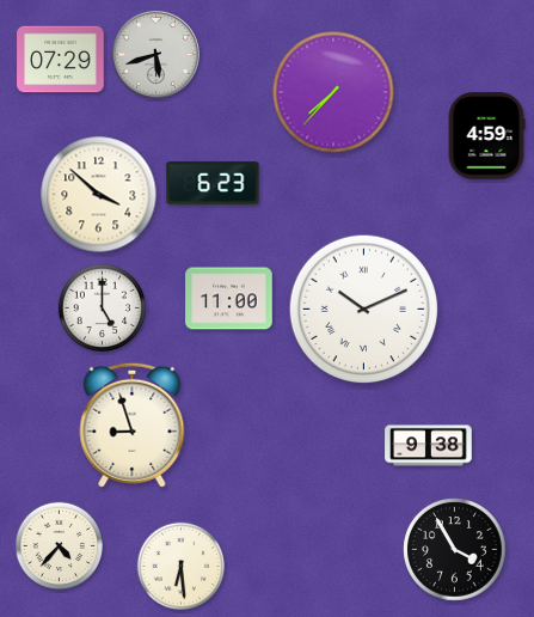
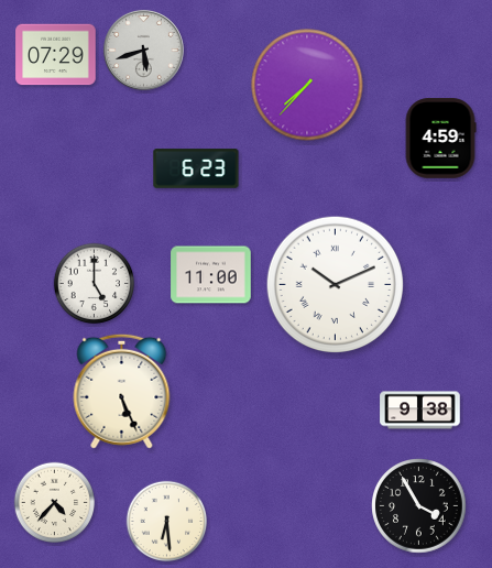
clock at (486, 136) position: (486, 136) -> (440, 139)
clock at (99, 195): 3:52 -> none
clock at (133, 424): 8:57 -> 5:26
clock at (429, 446) position: (429, 446) -> (420, 411)
